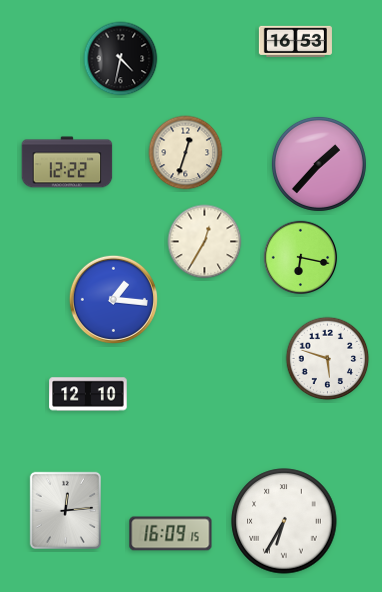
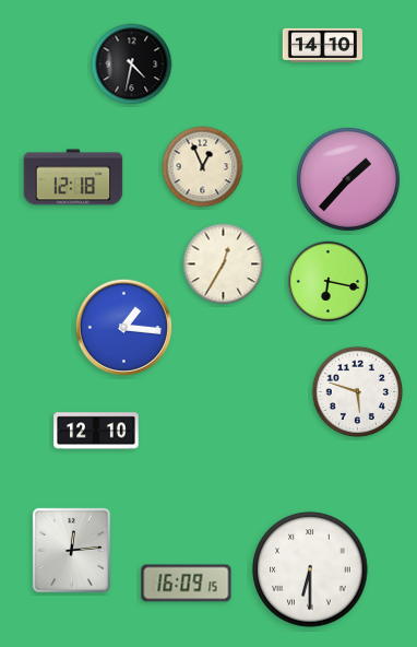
clock at (295, 41): 16:53 -> 14:10
clock at (186, 153): 12:33 -> 12:56
clock at (67, 162): 12:22 -> 12:18
clock at (65, 510) position: (65, 510) -> (71, 550)
clock at (284, 521): 6:35 -> 6:30
